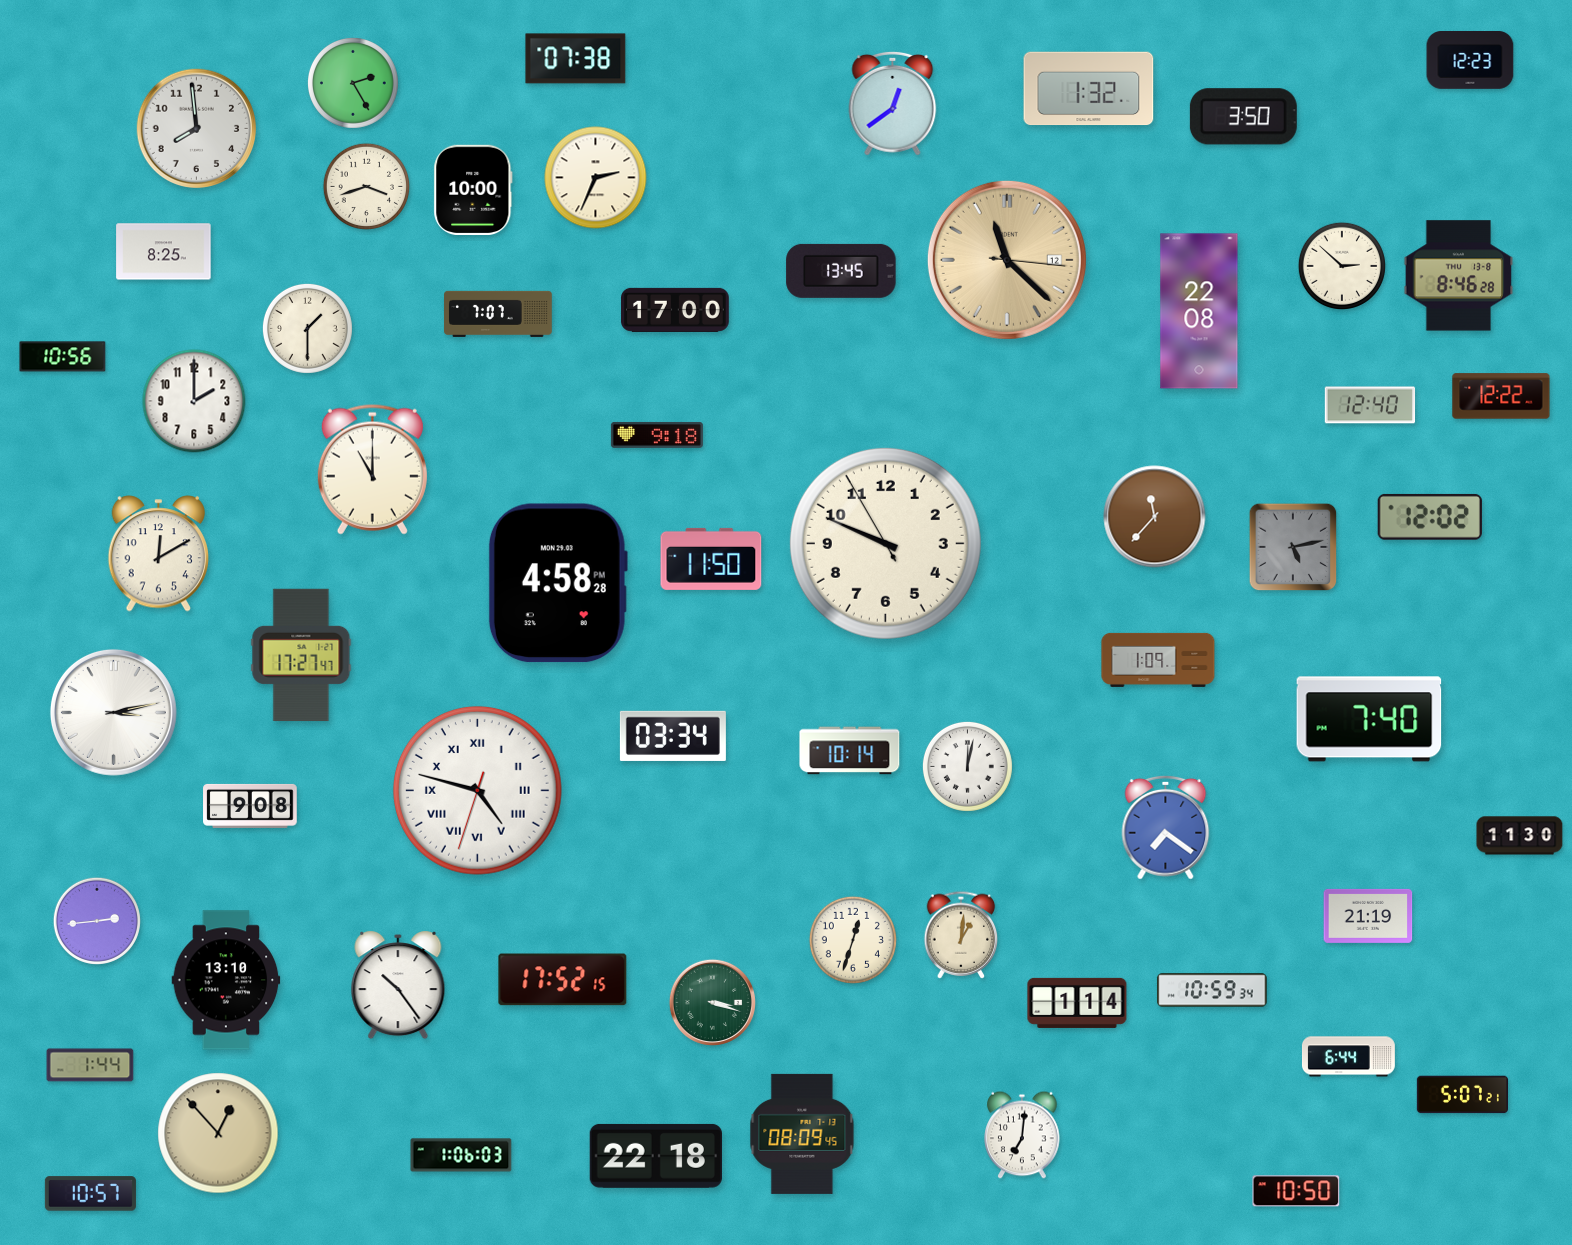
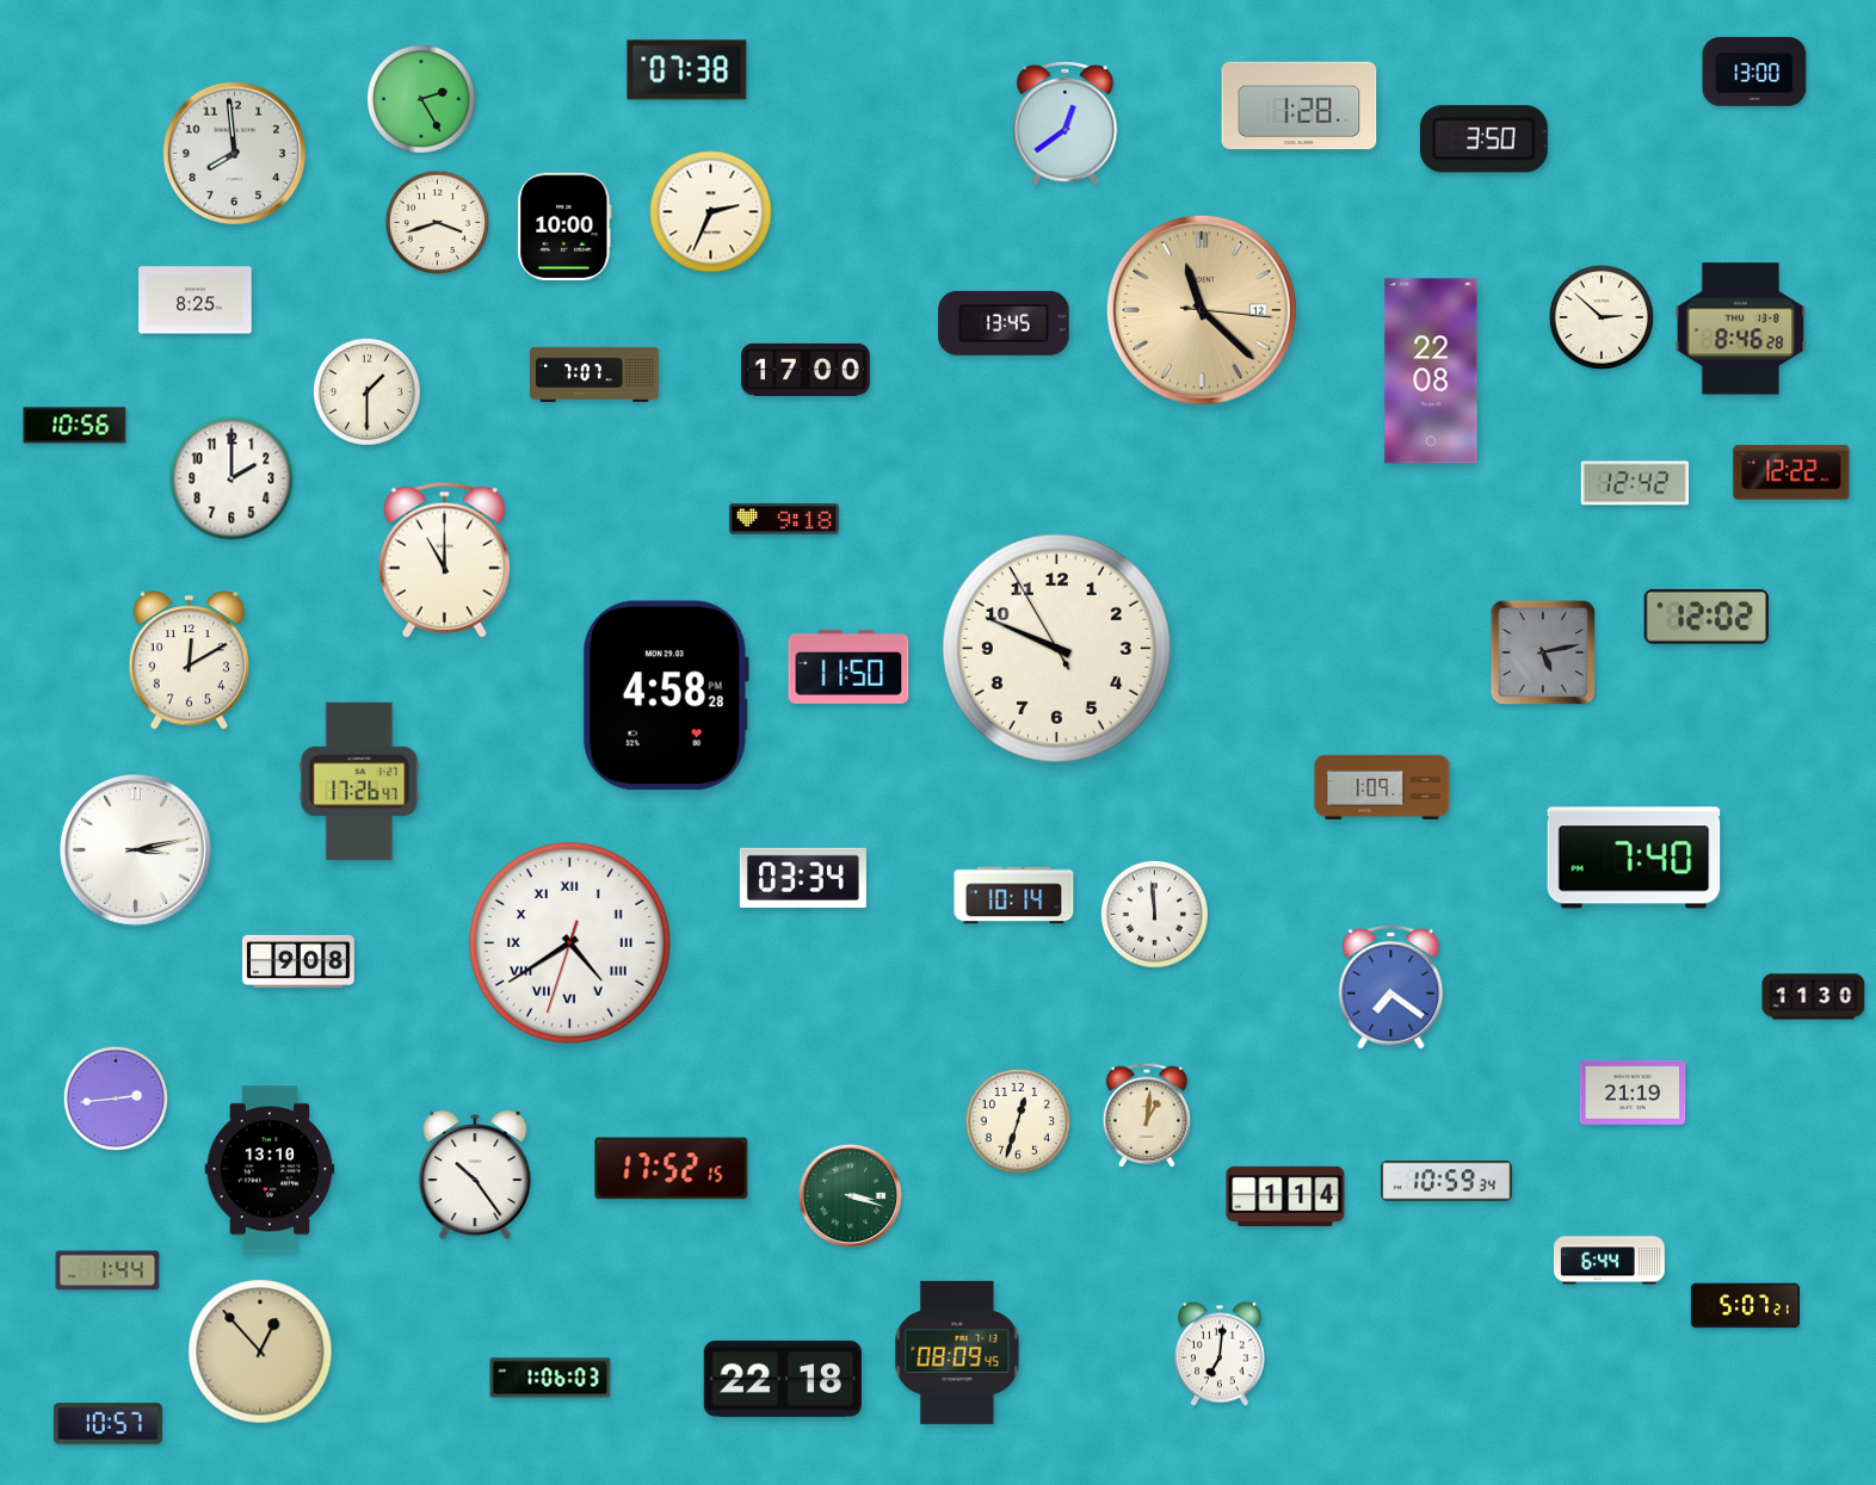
clock at (1470, 61): 12:23 -> 13:00
clock at (1089, 89): 1:32 -> 1:28
clock at (1370, 405): 12:40 -> 12:42
clock at (1155, 517): 11:37 -> none
clock at (301, 655): 17:27 -> 17:26
clock at (967, 766): 12:02 -> 11:59
clock at (478, 791): 4:47 -> 4:39
clock at (1296, 1191): 10:50 -> none
